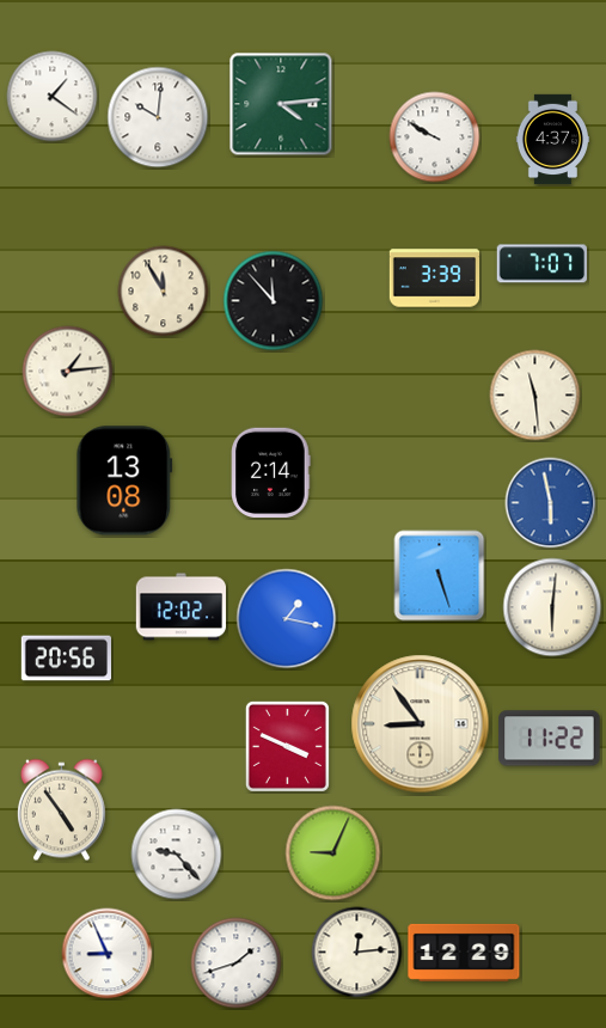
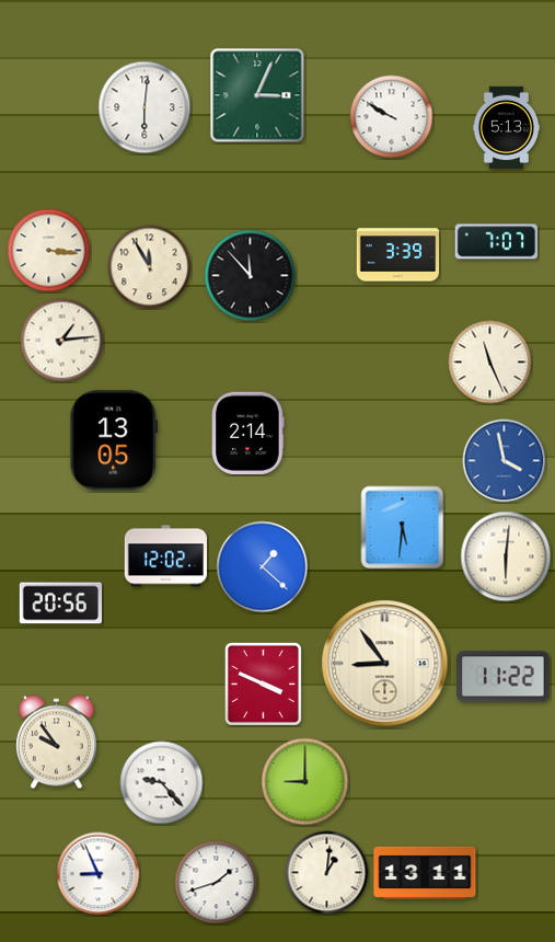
clock at (53, 97): 1:21 -> none
clock at (281, 104): 4:14 -> 3:04
clock at (158, 117): 10:01 -> 6:01
clock at (435, 137) position: (435, 137) -> (392, 117)
clock at (552, 140): 4:37 -> 5:13
clock at (49, 251): none -> 3:16
clock at (535, 396): 11:29 -> 11:26
clock at (124, 481): 13:08 -> 13:05
clock at (551, 503): 5:58 -> 3:58
clock at (440, 576): 5:27 -> 5:31
clock at (287, 619): 1:17 -> 1:22
clock at (61, 810): 4:54 -> 9:54
clock at (333, 853): 9:04 -> 9:00
clock at (357, 953): 12:14 -> 1:01
clock at (464, 953): 12:29 -> 13:11
